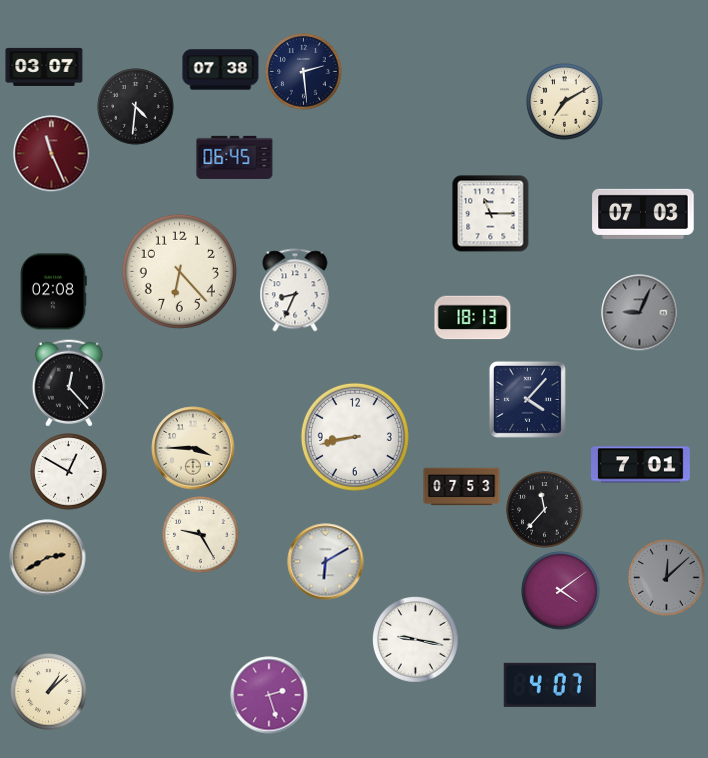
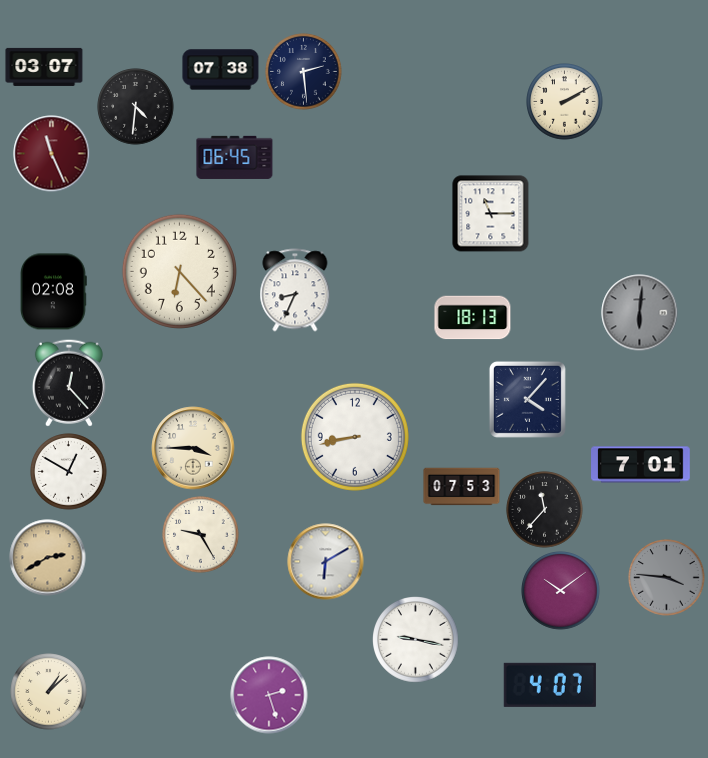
clock at (565, 102): 7:10 -> 2:10
clock at (643, 214): 07:03 -> none
clock at (640, 313): 9:04 -> 6:01
clock at (667, 578): 12:08 -> 3:46
clock at (561, 591): 4:09 -> 10:09
